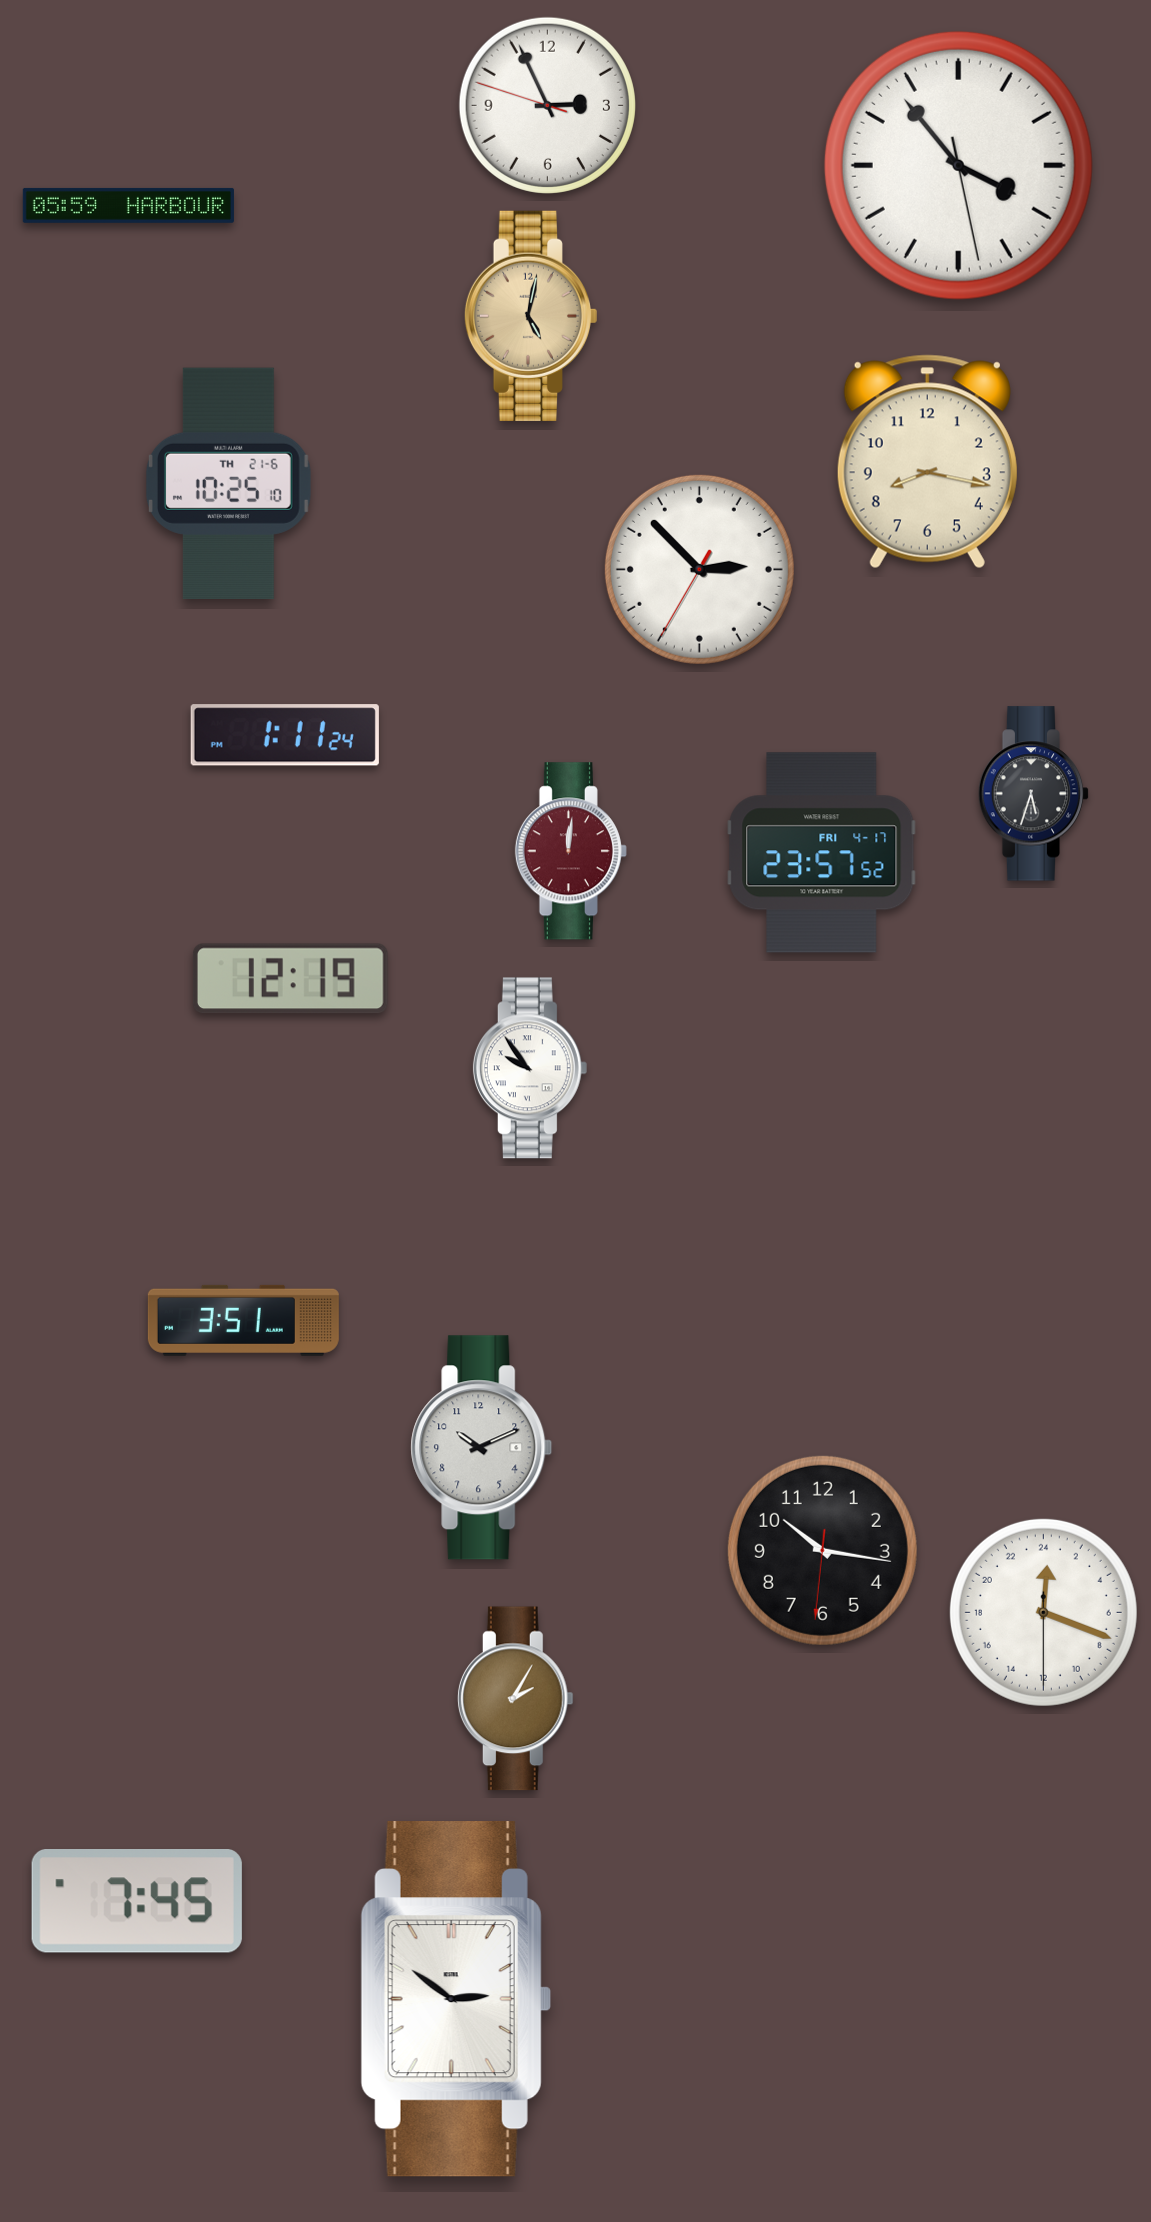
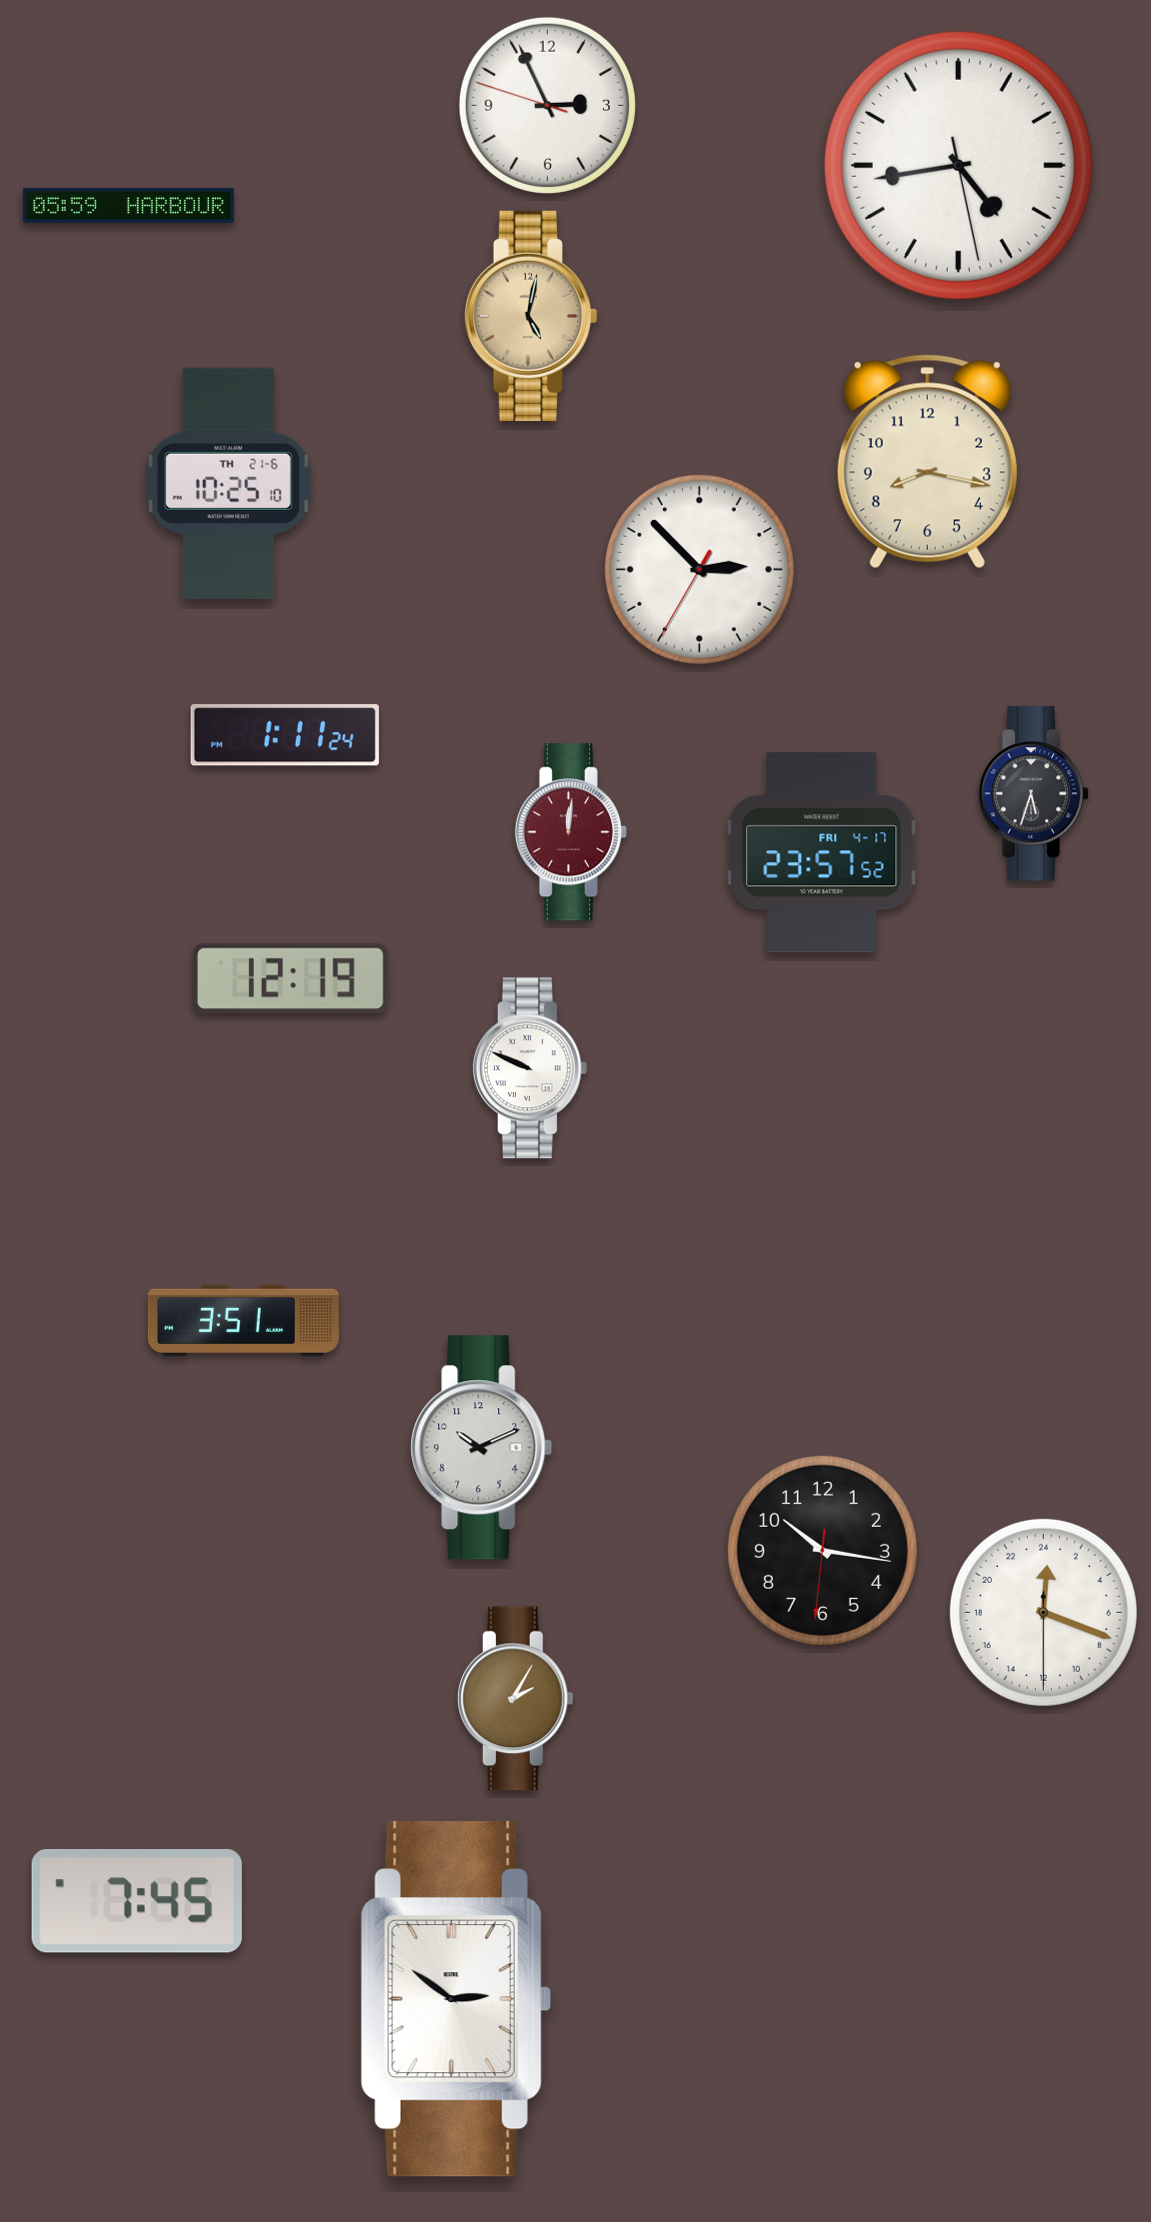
clock at (958, 165): 3:53 -> 4:43
clock at (571, 851) position: (571, 851) -> (571, 832)
clock at (530, 1068): 9:54 -> 9:49
